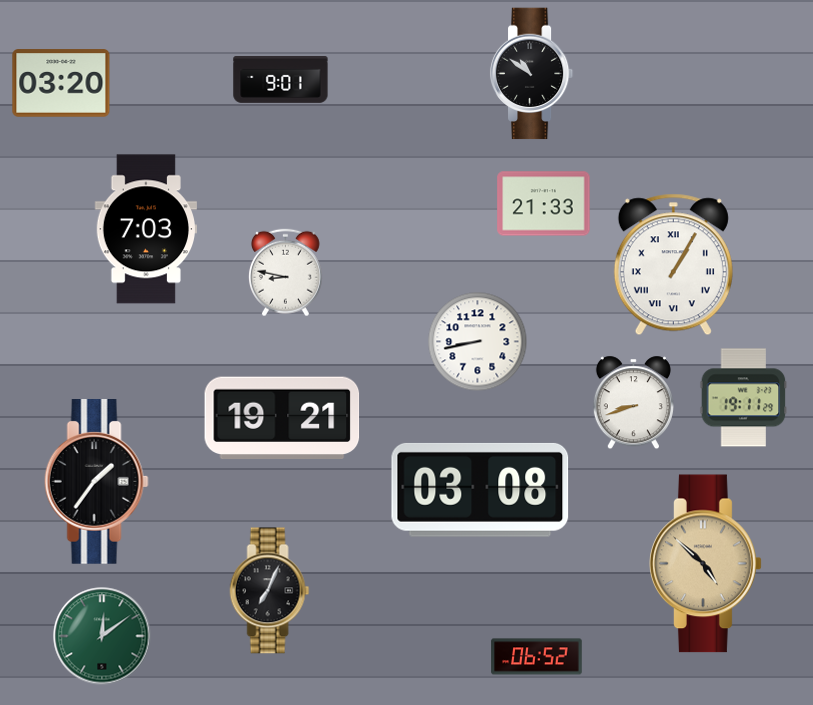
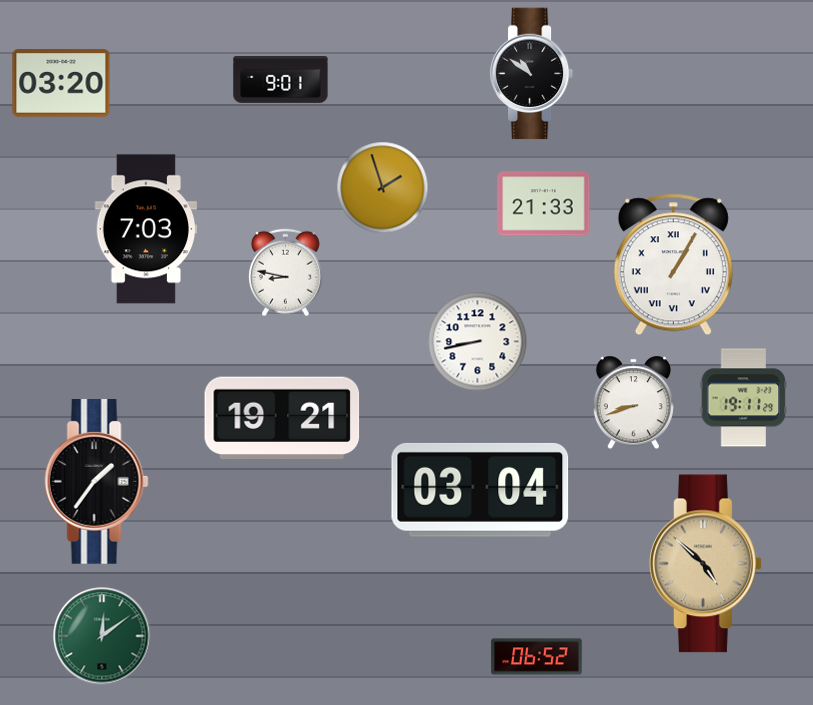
clock at (383, 188): none -> 1:57
clock at (480, 490): 03:08 -> 03:04
clock at (270, 591): 7:04 -> none
